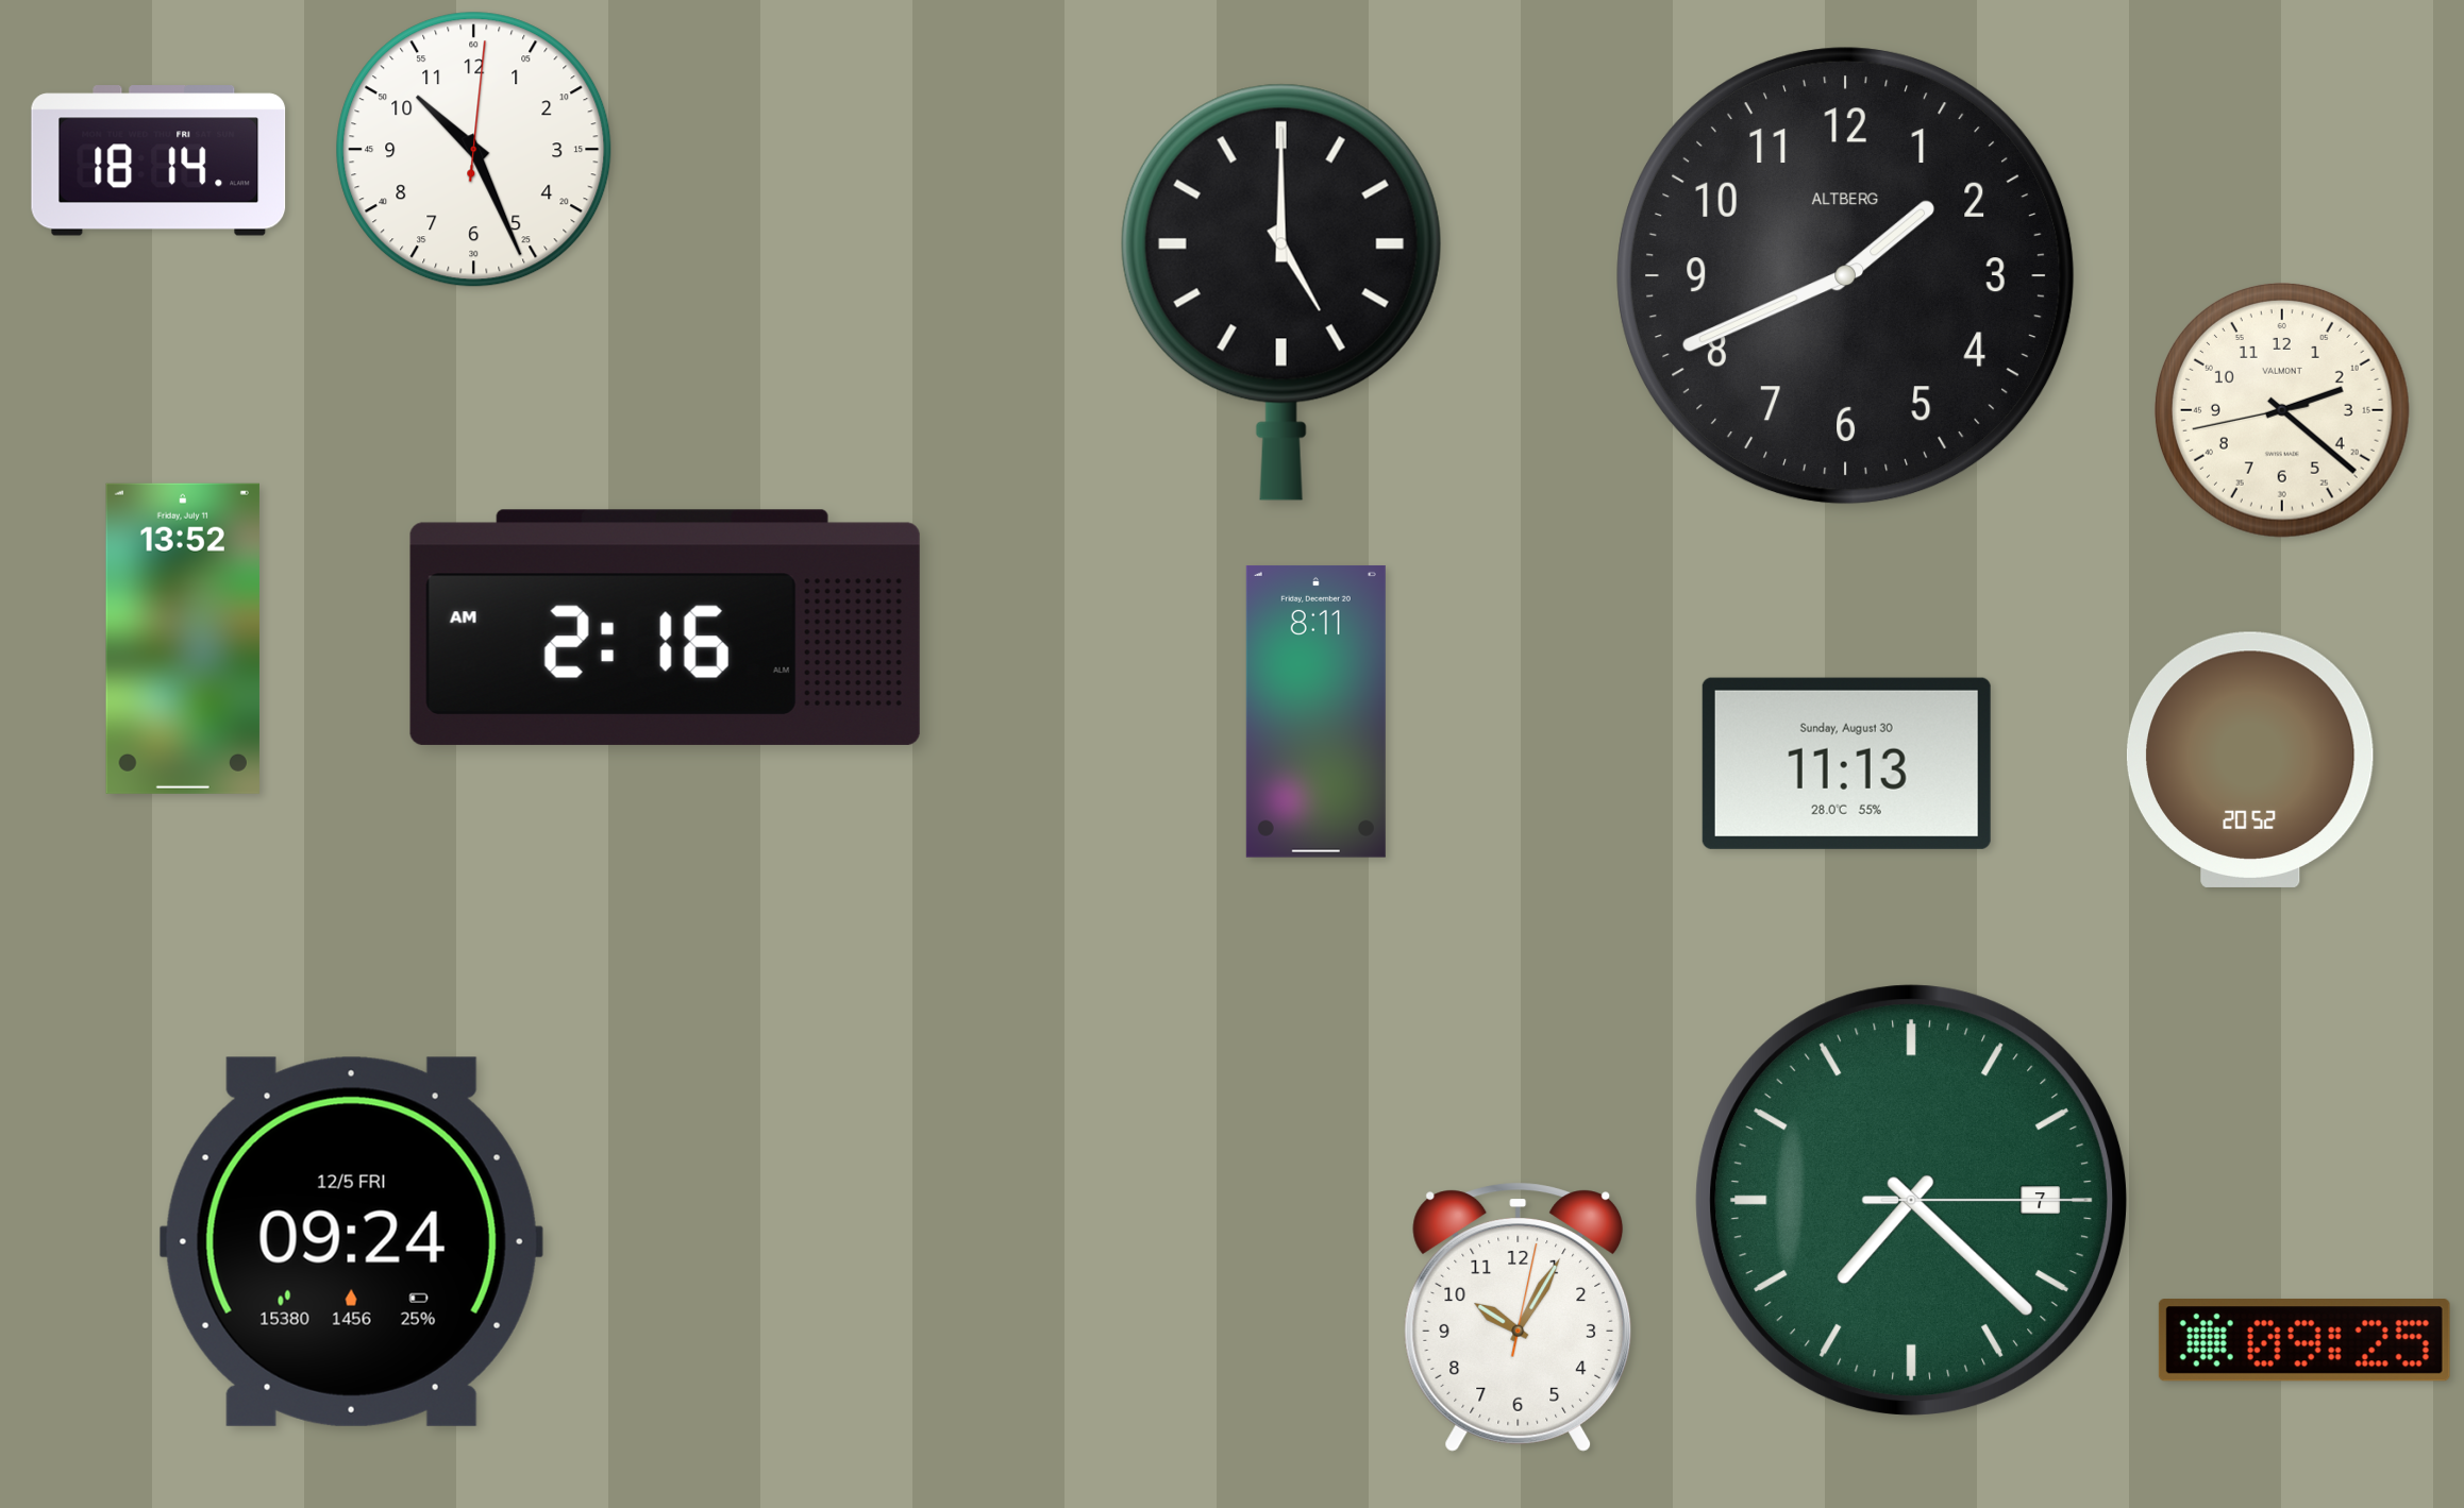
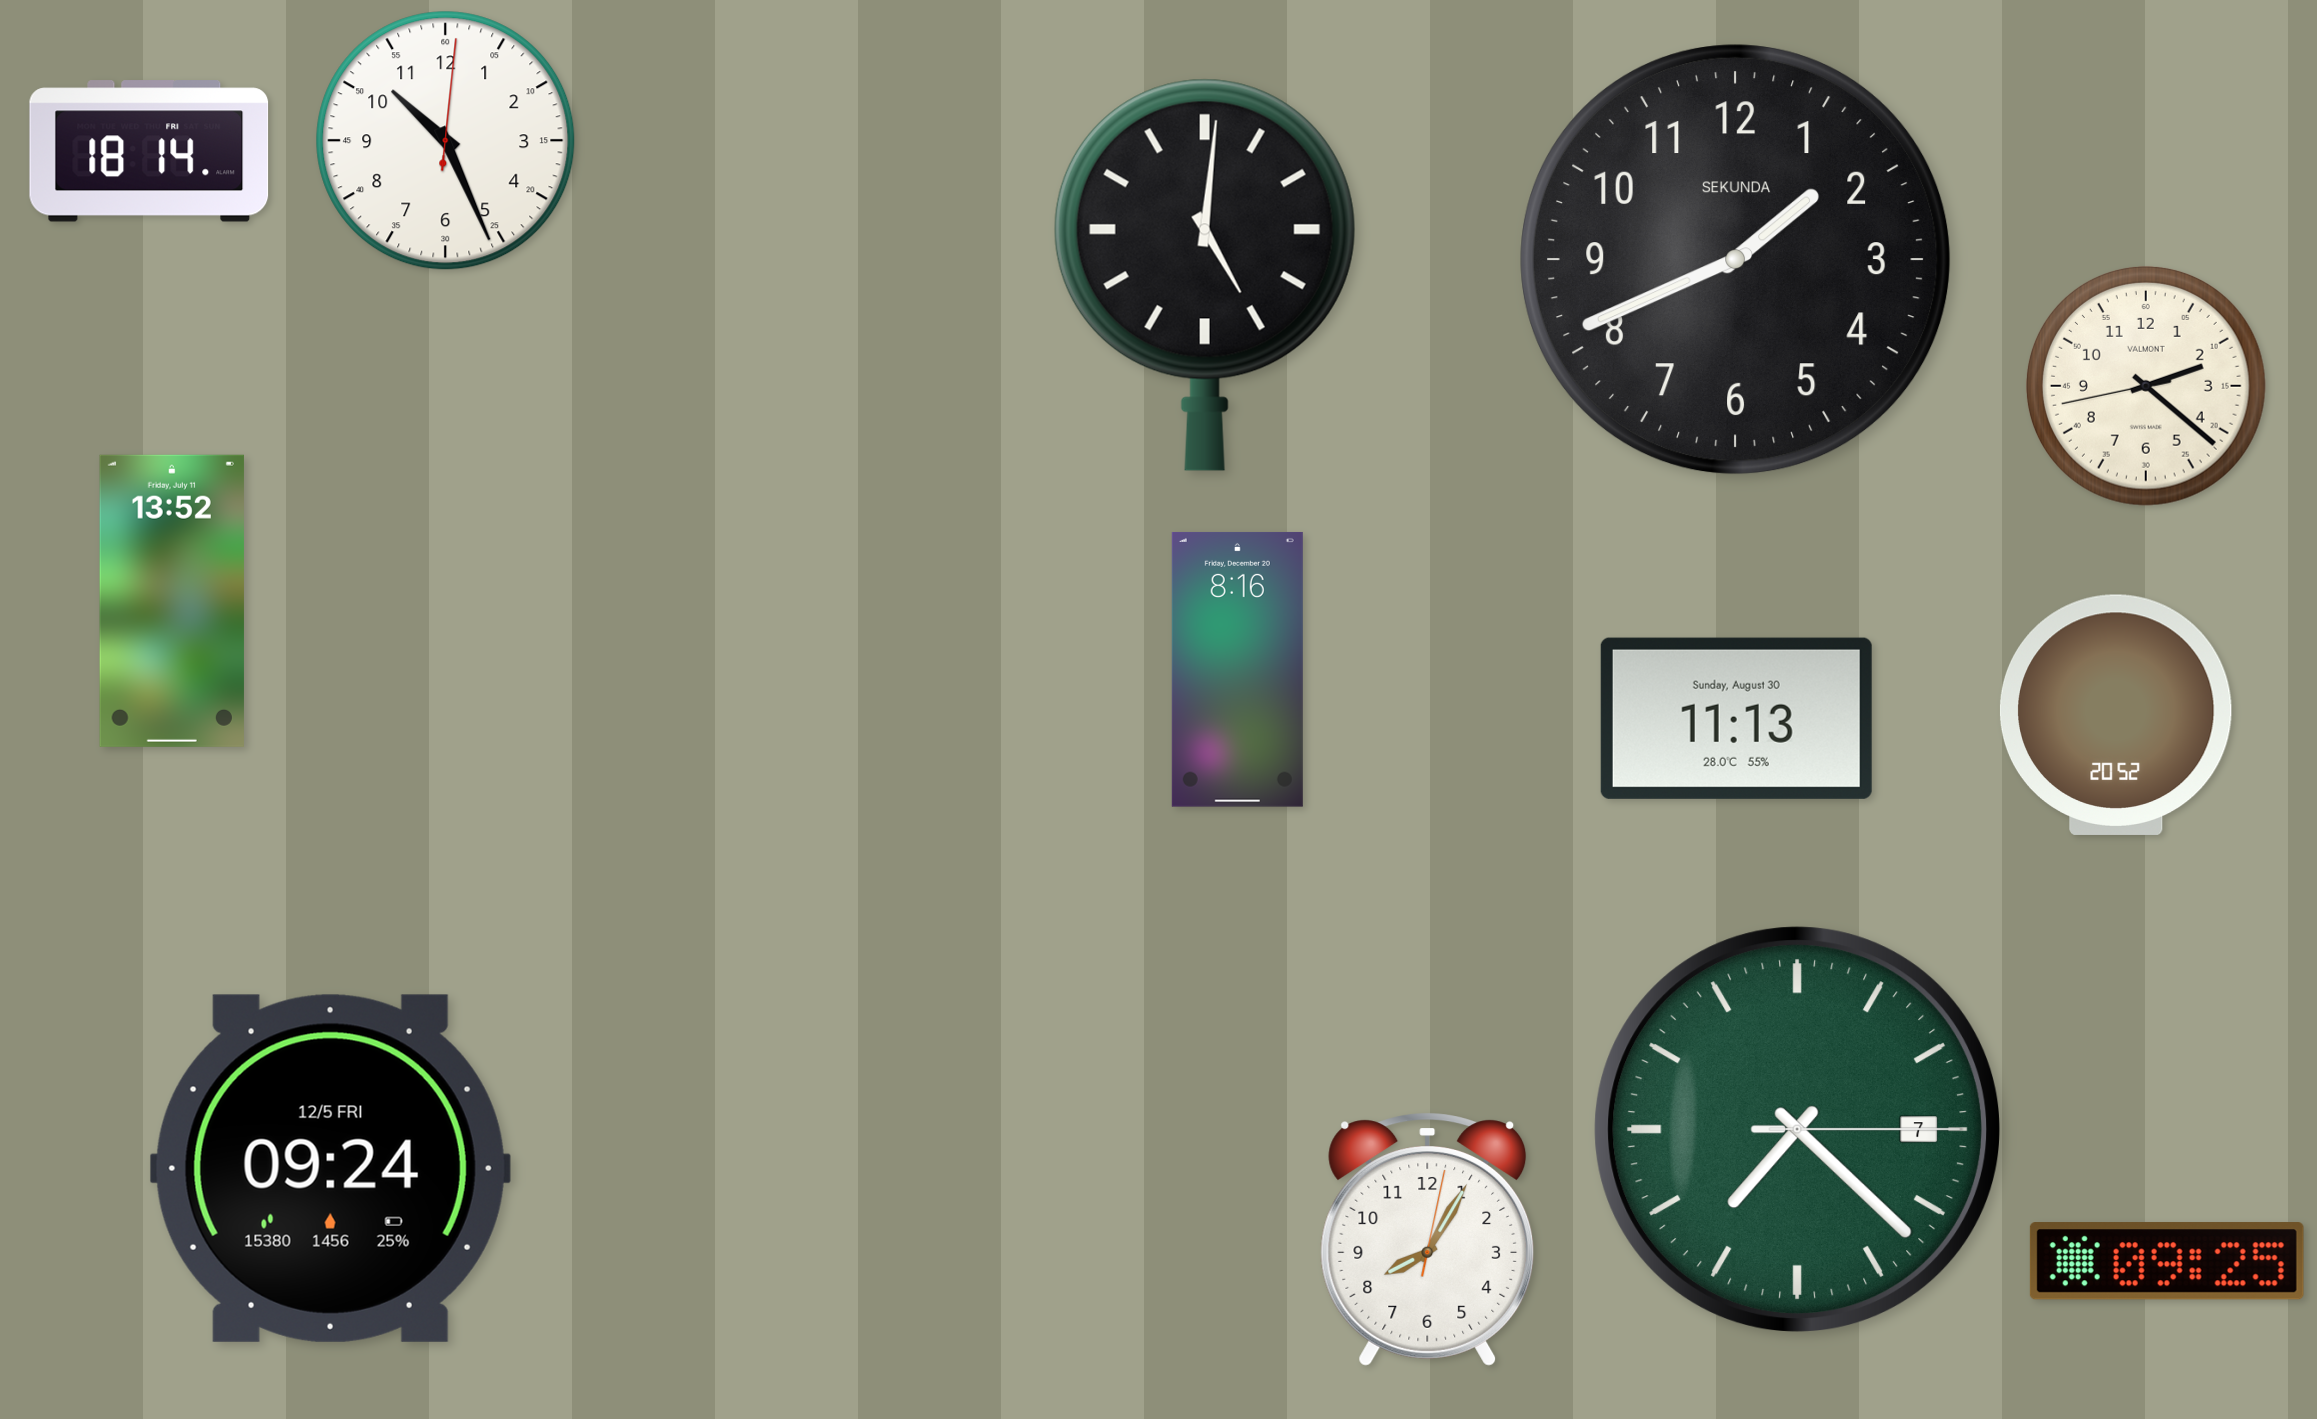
clock at (1846, 276) brand: ALTBERG -> SEKUNDA
clock at (1281, 292): 5:00 -> 5:01
clock at (665, 627): 2:16 -> none
clock at (1315, 711): 8:11 -> 8:16
clock at (1519, 1317): 10:05 -> 8:05
